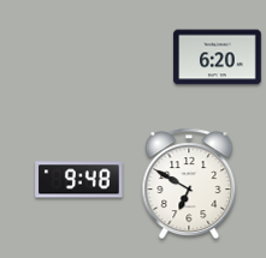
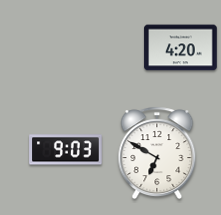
clock at (218, 58): 6:20 -> 4:20
clock at (79, 180): 9:48 -> 9:03
